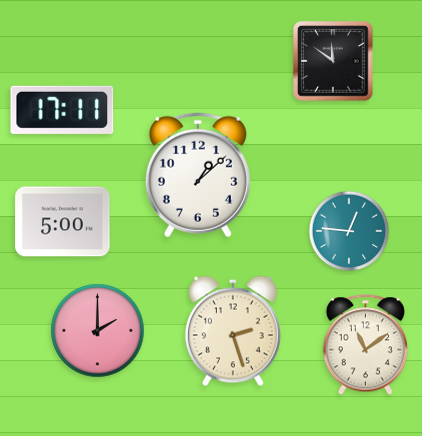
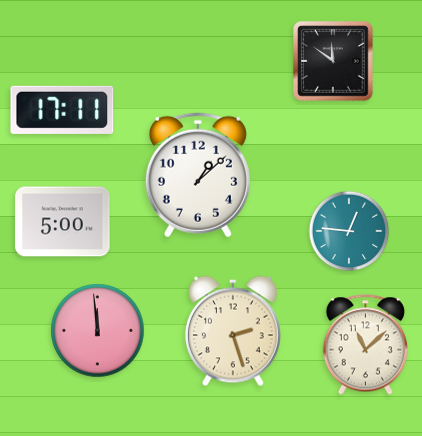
clock at (98, 331): 2:00 -> 11:59
clock at (365, 345): 11:09 -> 11:08
